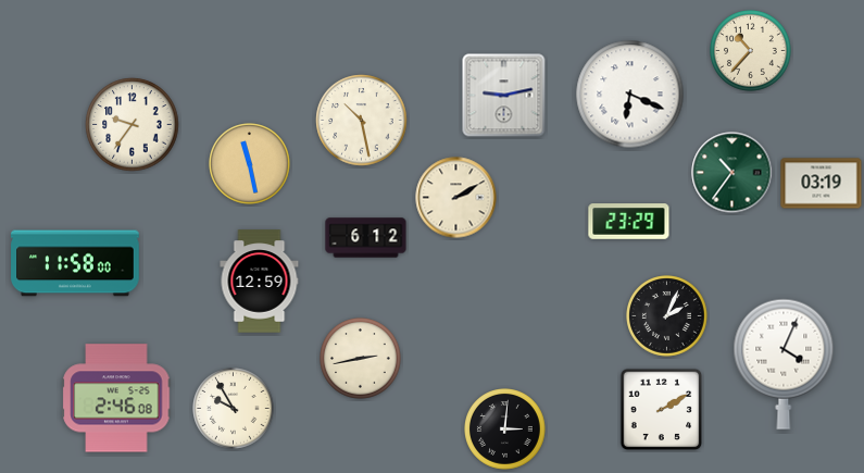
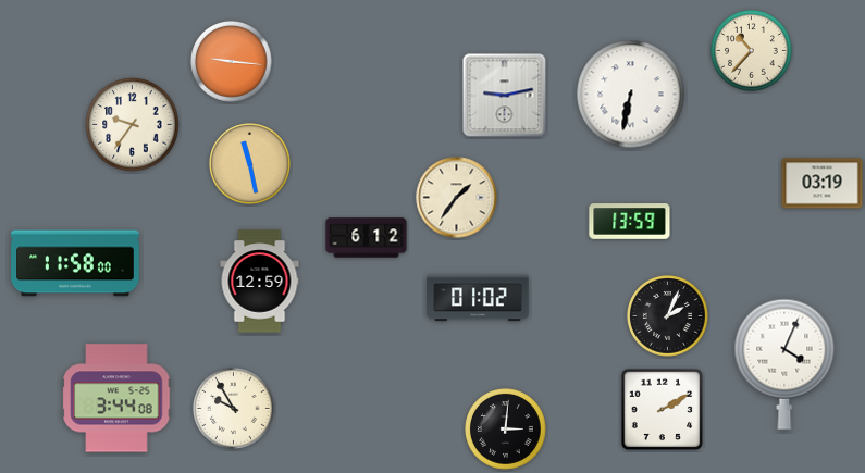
clock at (232, 62): none -> 9:16
clock at (630, 95): 6:19 -> 6:32
clock at (362, 121): 10:28 -> none
clock at (732, 173): 10:36 -> none
clock at (456, 198): 2:10 -> 1:36
clock at (629, 222): 23:29 -> 13:59
clock at (478, 298): none -> 01:02
clock at (361, 359): 2:43 -> none
clock at (116, 398): 2:46 -> 3:44
